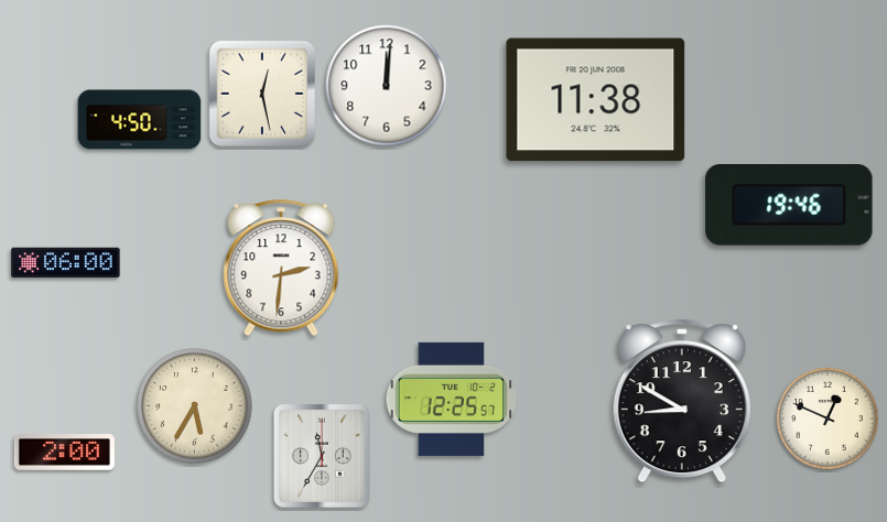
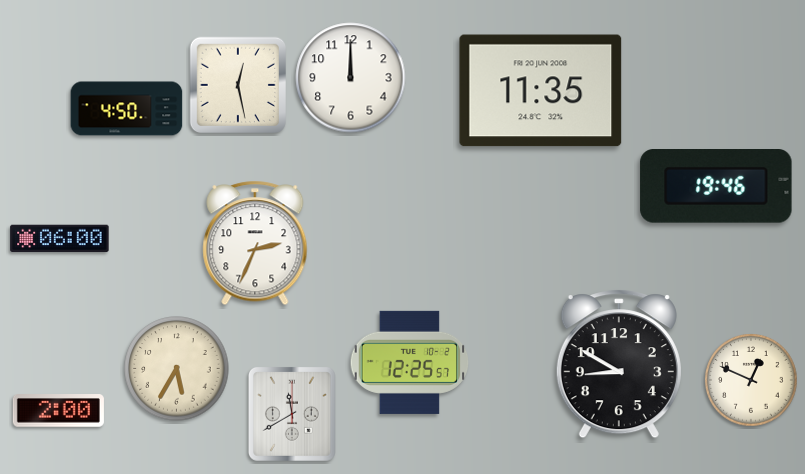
clock at (387, 86): 12:01 -> 12:00
clock at (596, 100): 11:38 -> 11:35
clock at (281, 268): 2:31 -> 2:34
clock at (322, 456): 11:35 -> 11:40
